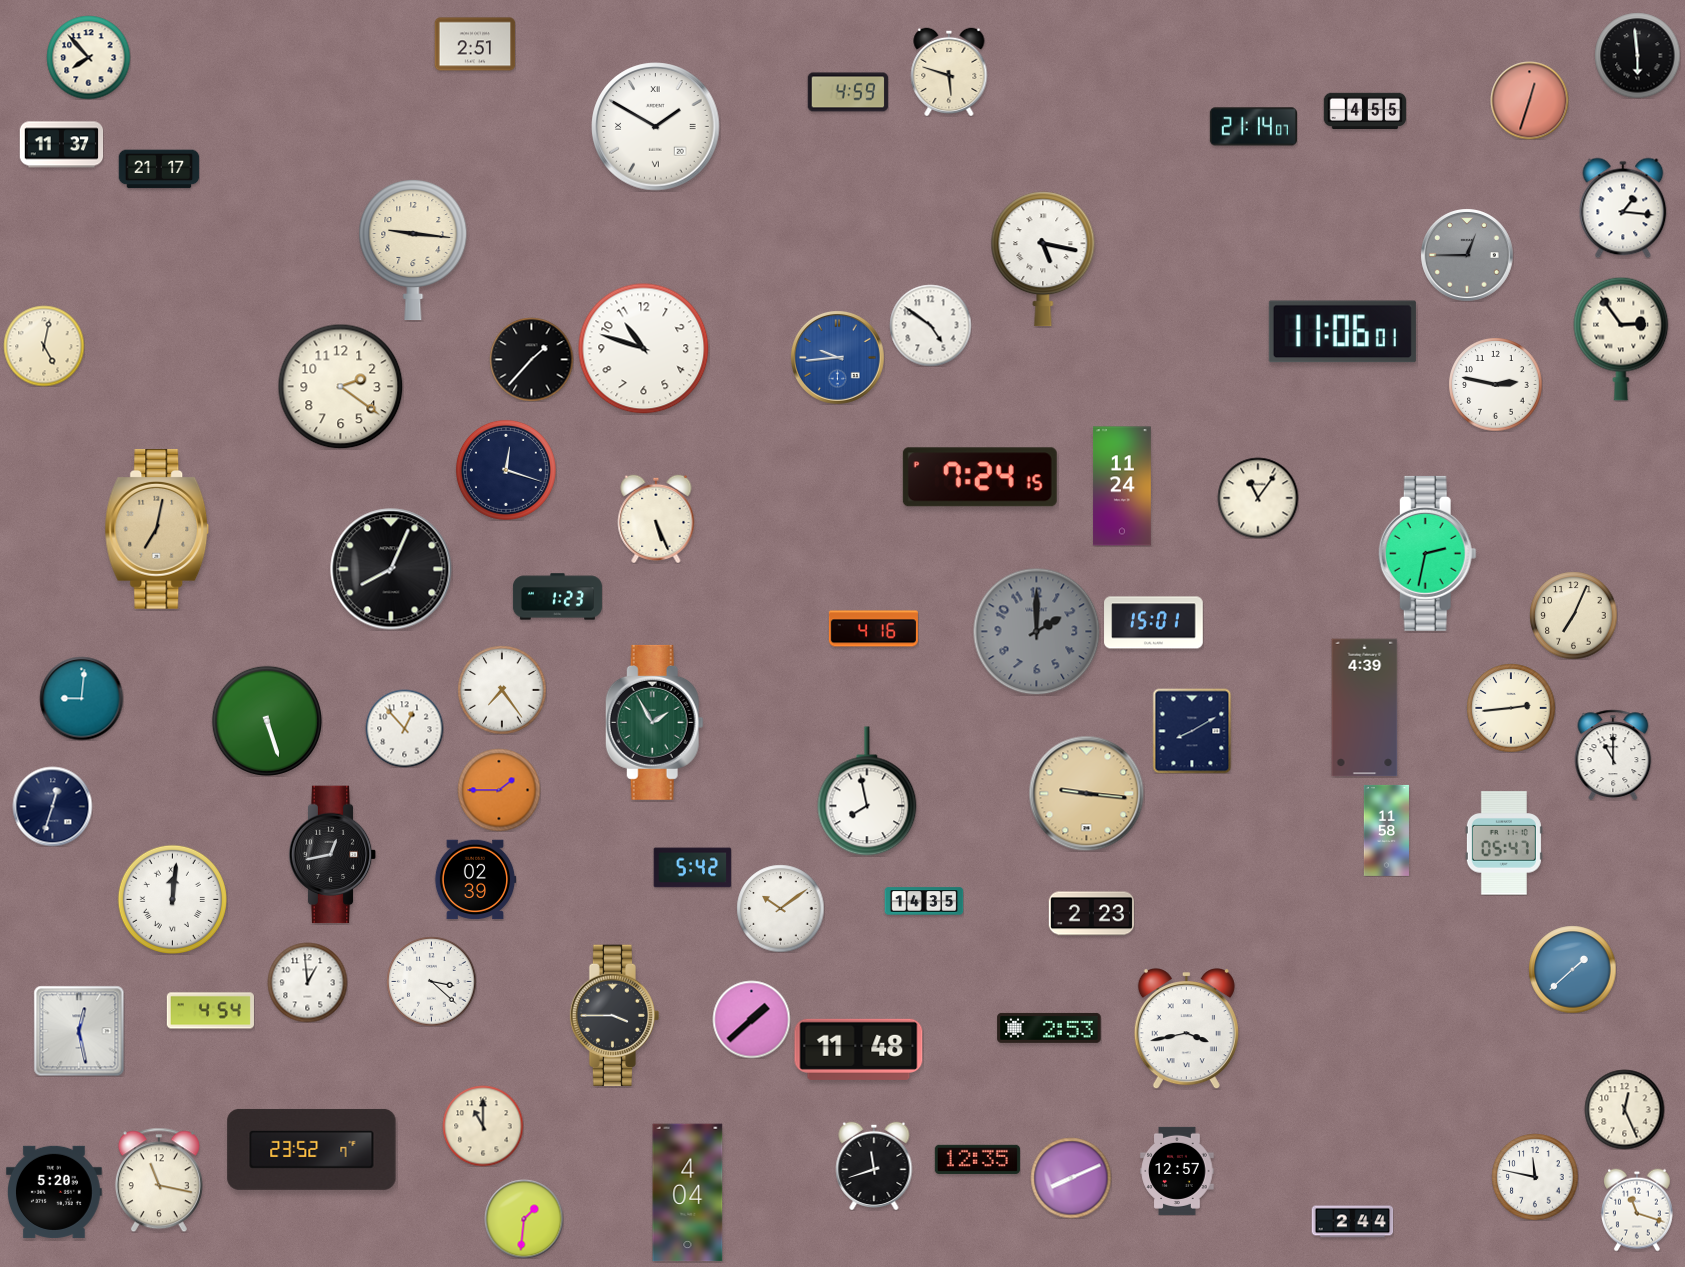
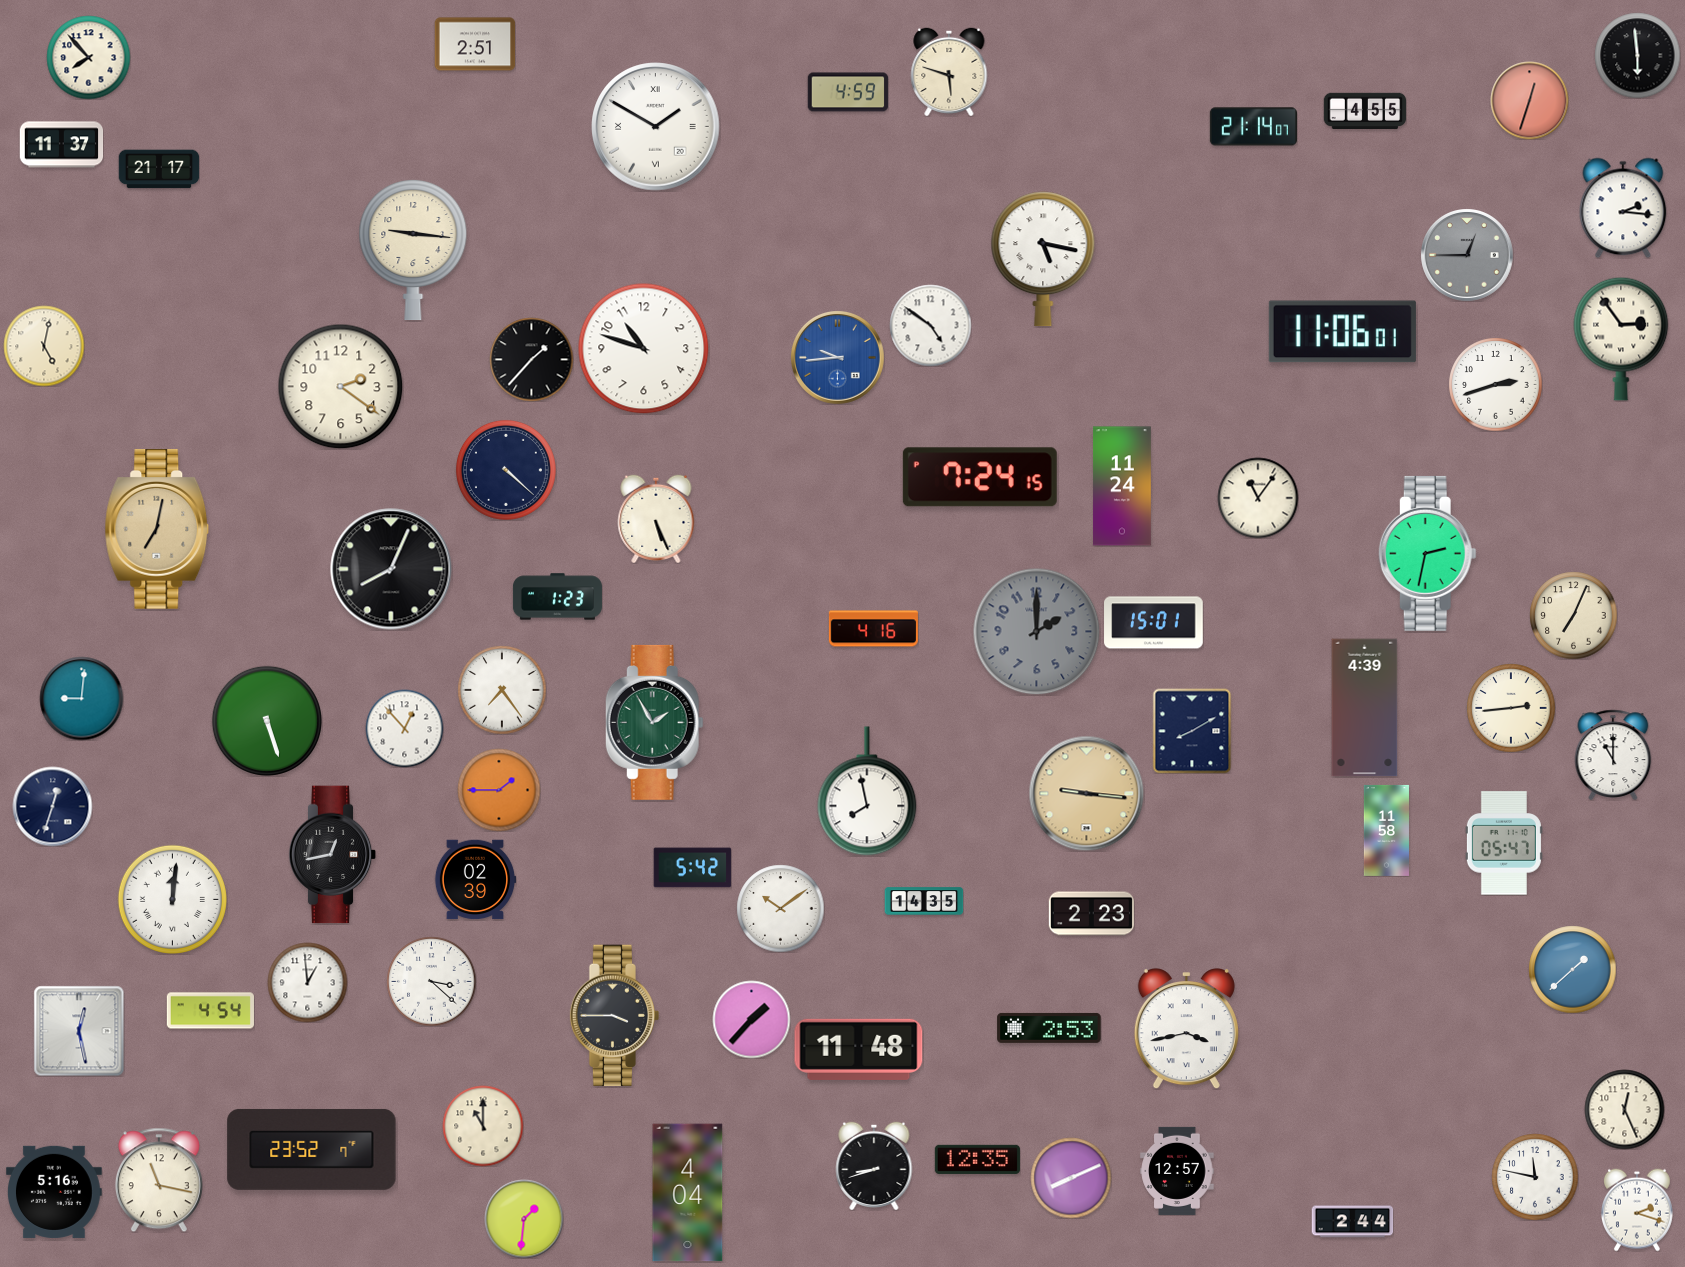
clock at (1623, 208): 1:16 -> 2:16
clock at (1495, 384): 2:47 -> 2:42
clock at (506, 470): 12:18 -> 4:22
clock at (751, 1019): 1:38 -> 1:37
clock at (874, 1166): 11:42 -> 8:42
clock at (54, 1192): 5:20 -> 5:16
clock at (1637, 1210): 11:18 -> 2:18
